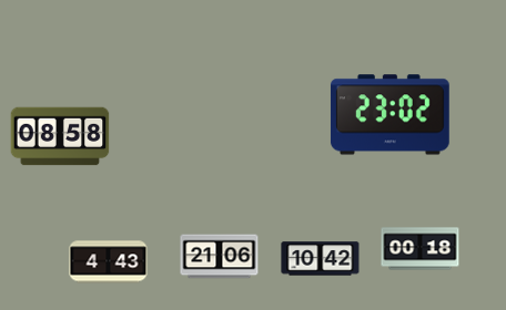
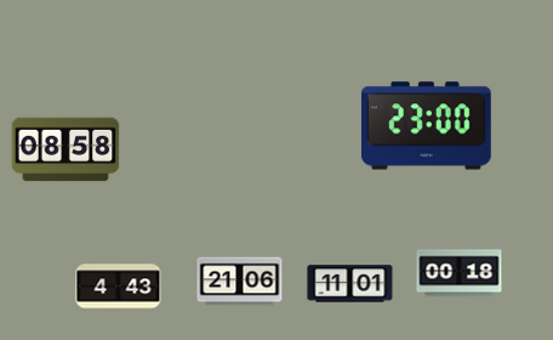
clock at (389, 115): 23:02 -> 23:00
clock at (321, 259): 10:42 -> 11:01
